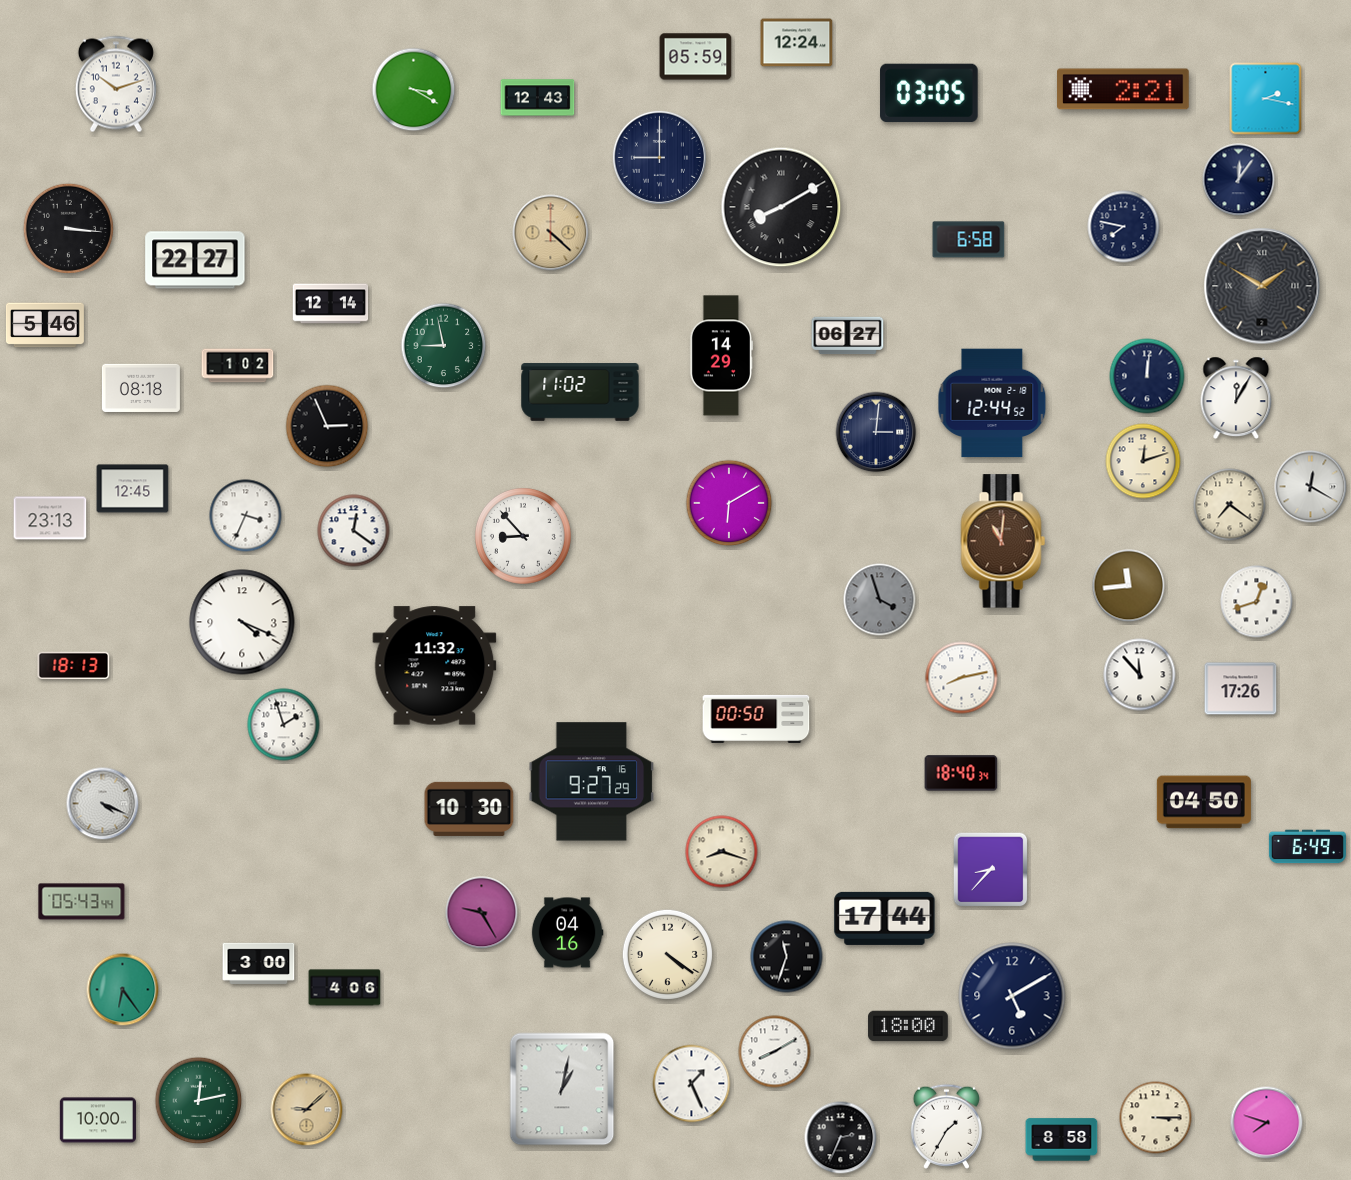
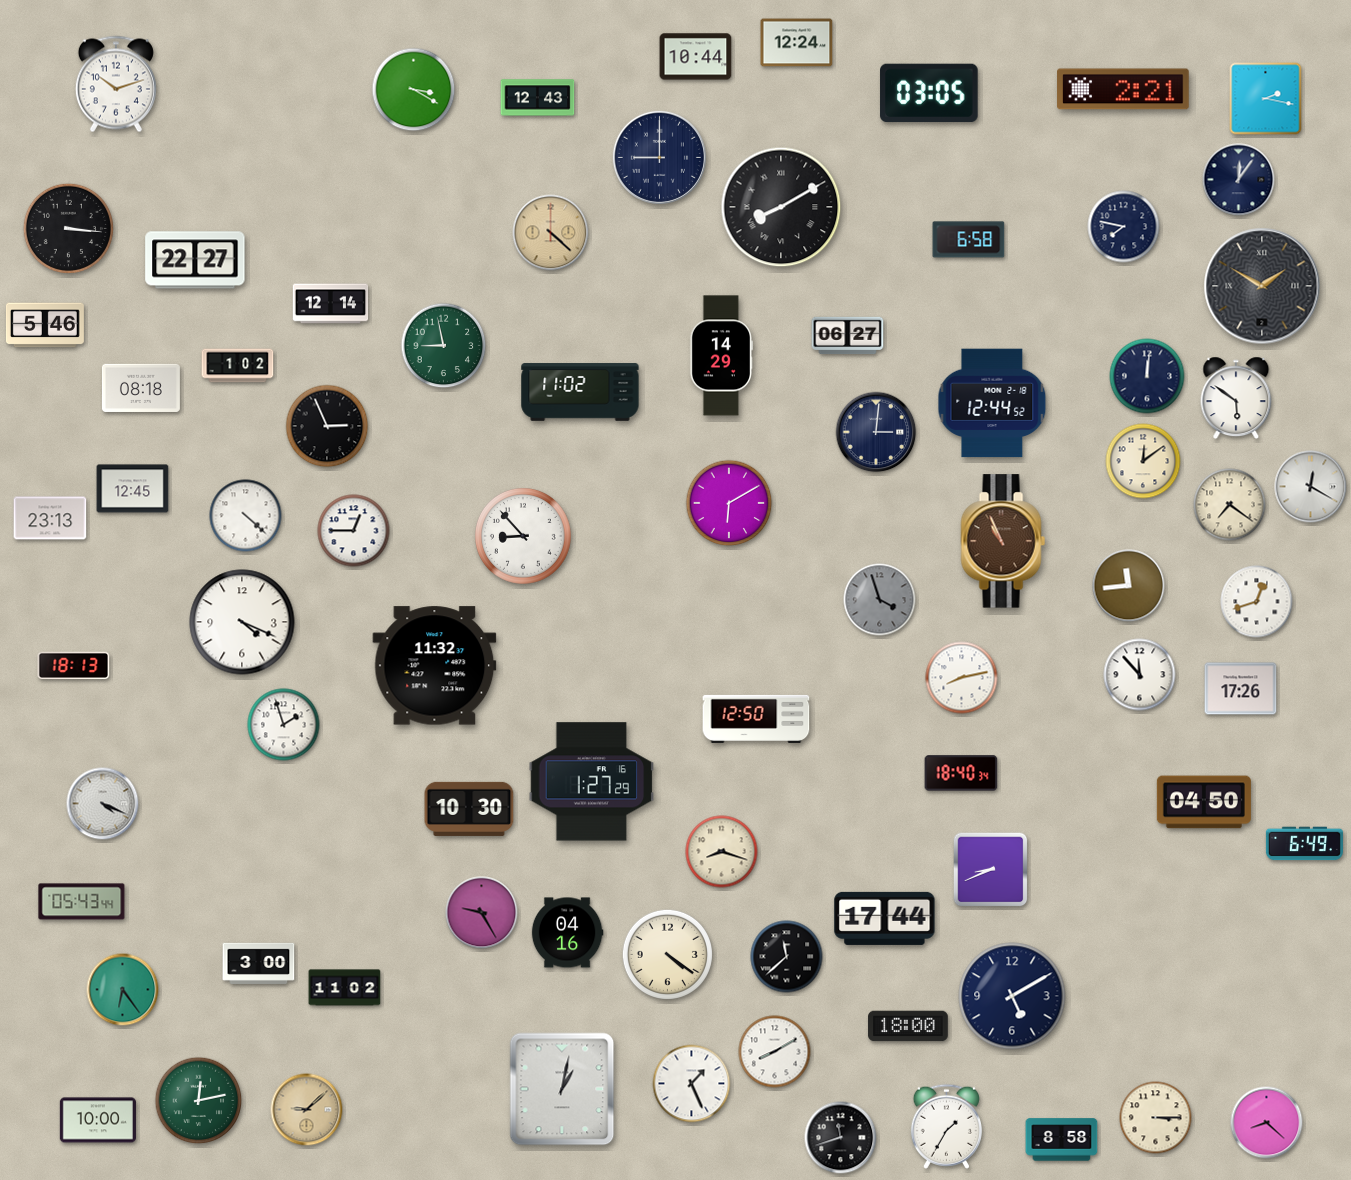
clock at (696, 57): 05:59 -> 10:44
clock at (1236, 398): 12:05 -> 5:51
clock at (1143, 461): 12:12 -> 12:09
clock at (246, 516): 3:34 -> 4:22
clock at (354, 531): 12:21 -> 12:45
clock at (1003, 541): 11:01 -> 10:56
clock at (756, 719): 00:50 -> 12:50
clock at (592, 782): 9:27 -> 1:27
clock at (1307, 847) position: (1307, 847) -> (1304, 844)
clock at (991, 870): 8:37 -> 8:41
clock at (787, 957): 11:33 -> 11:38
clock at (345, 988): 4:06 -> 11:02
clock at (1267, 1123): 7:48 -> 8:22
clock at (841, 1138): 2:34 -> 11:42
